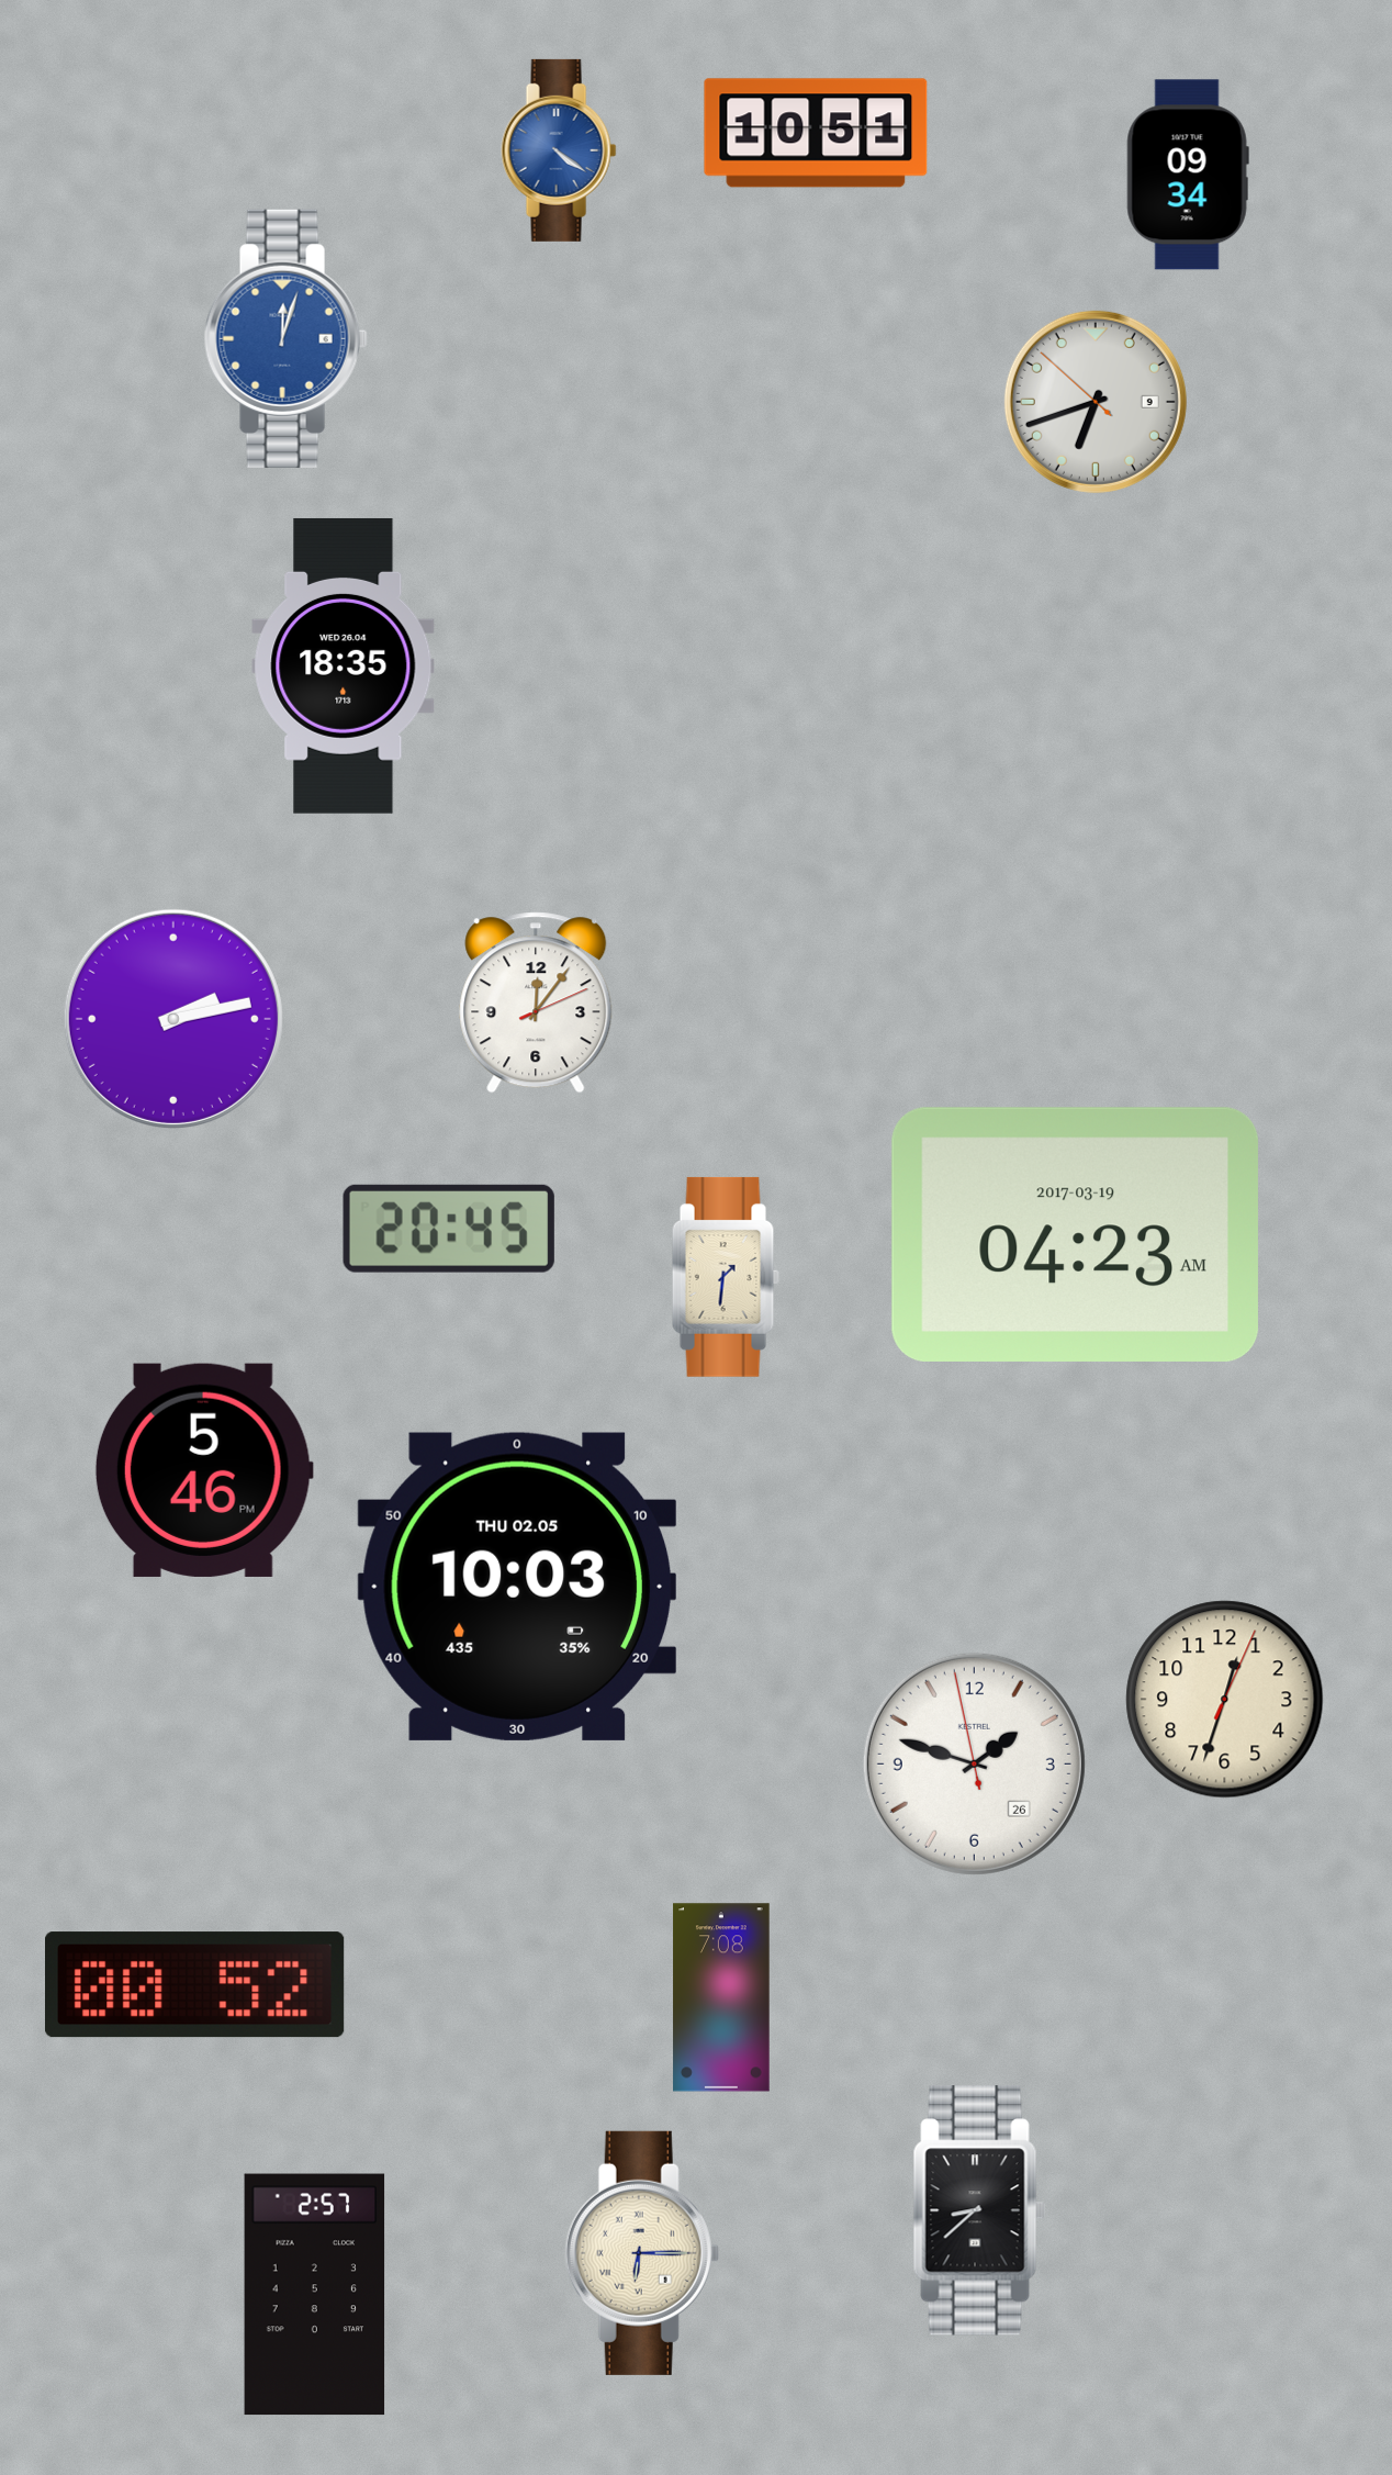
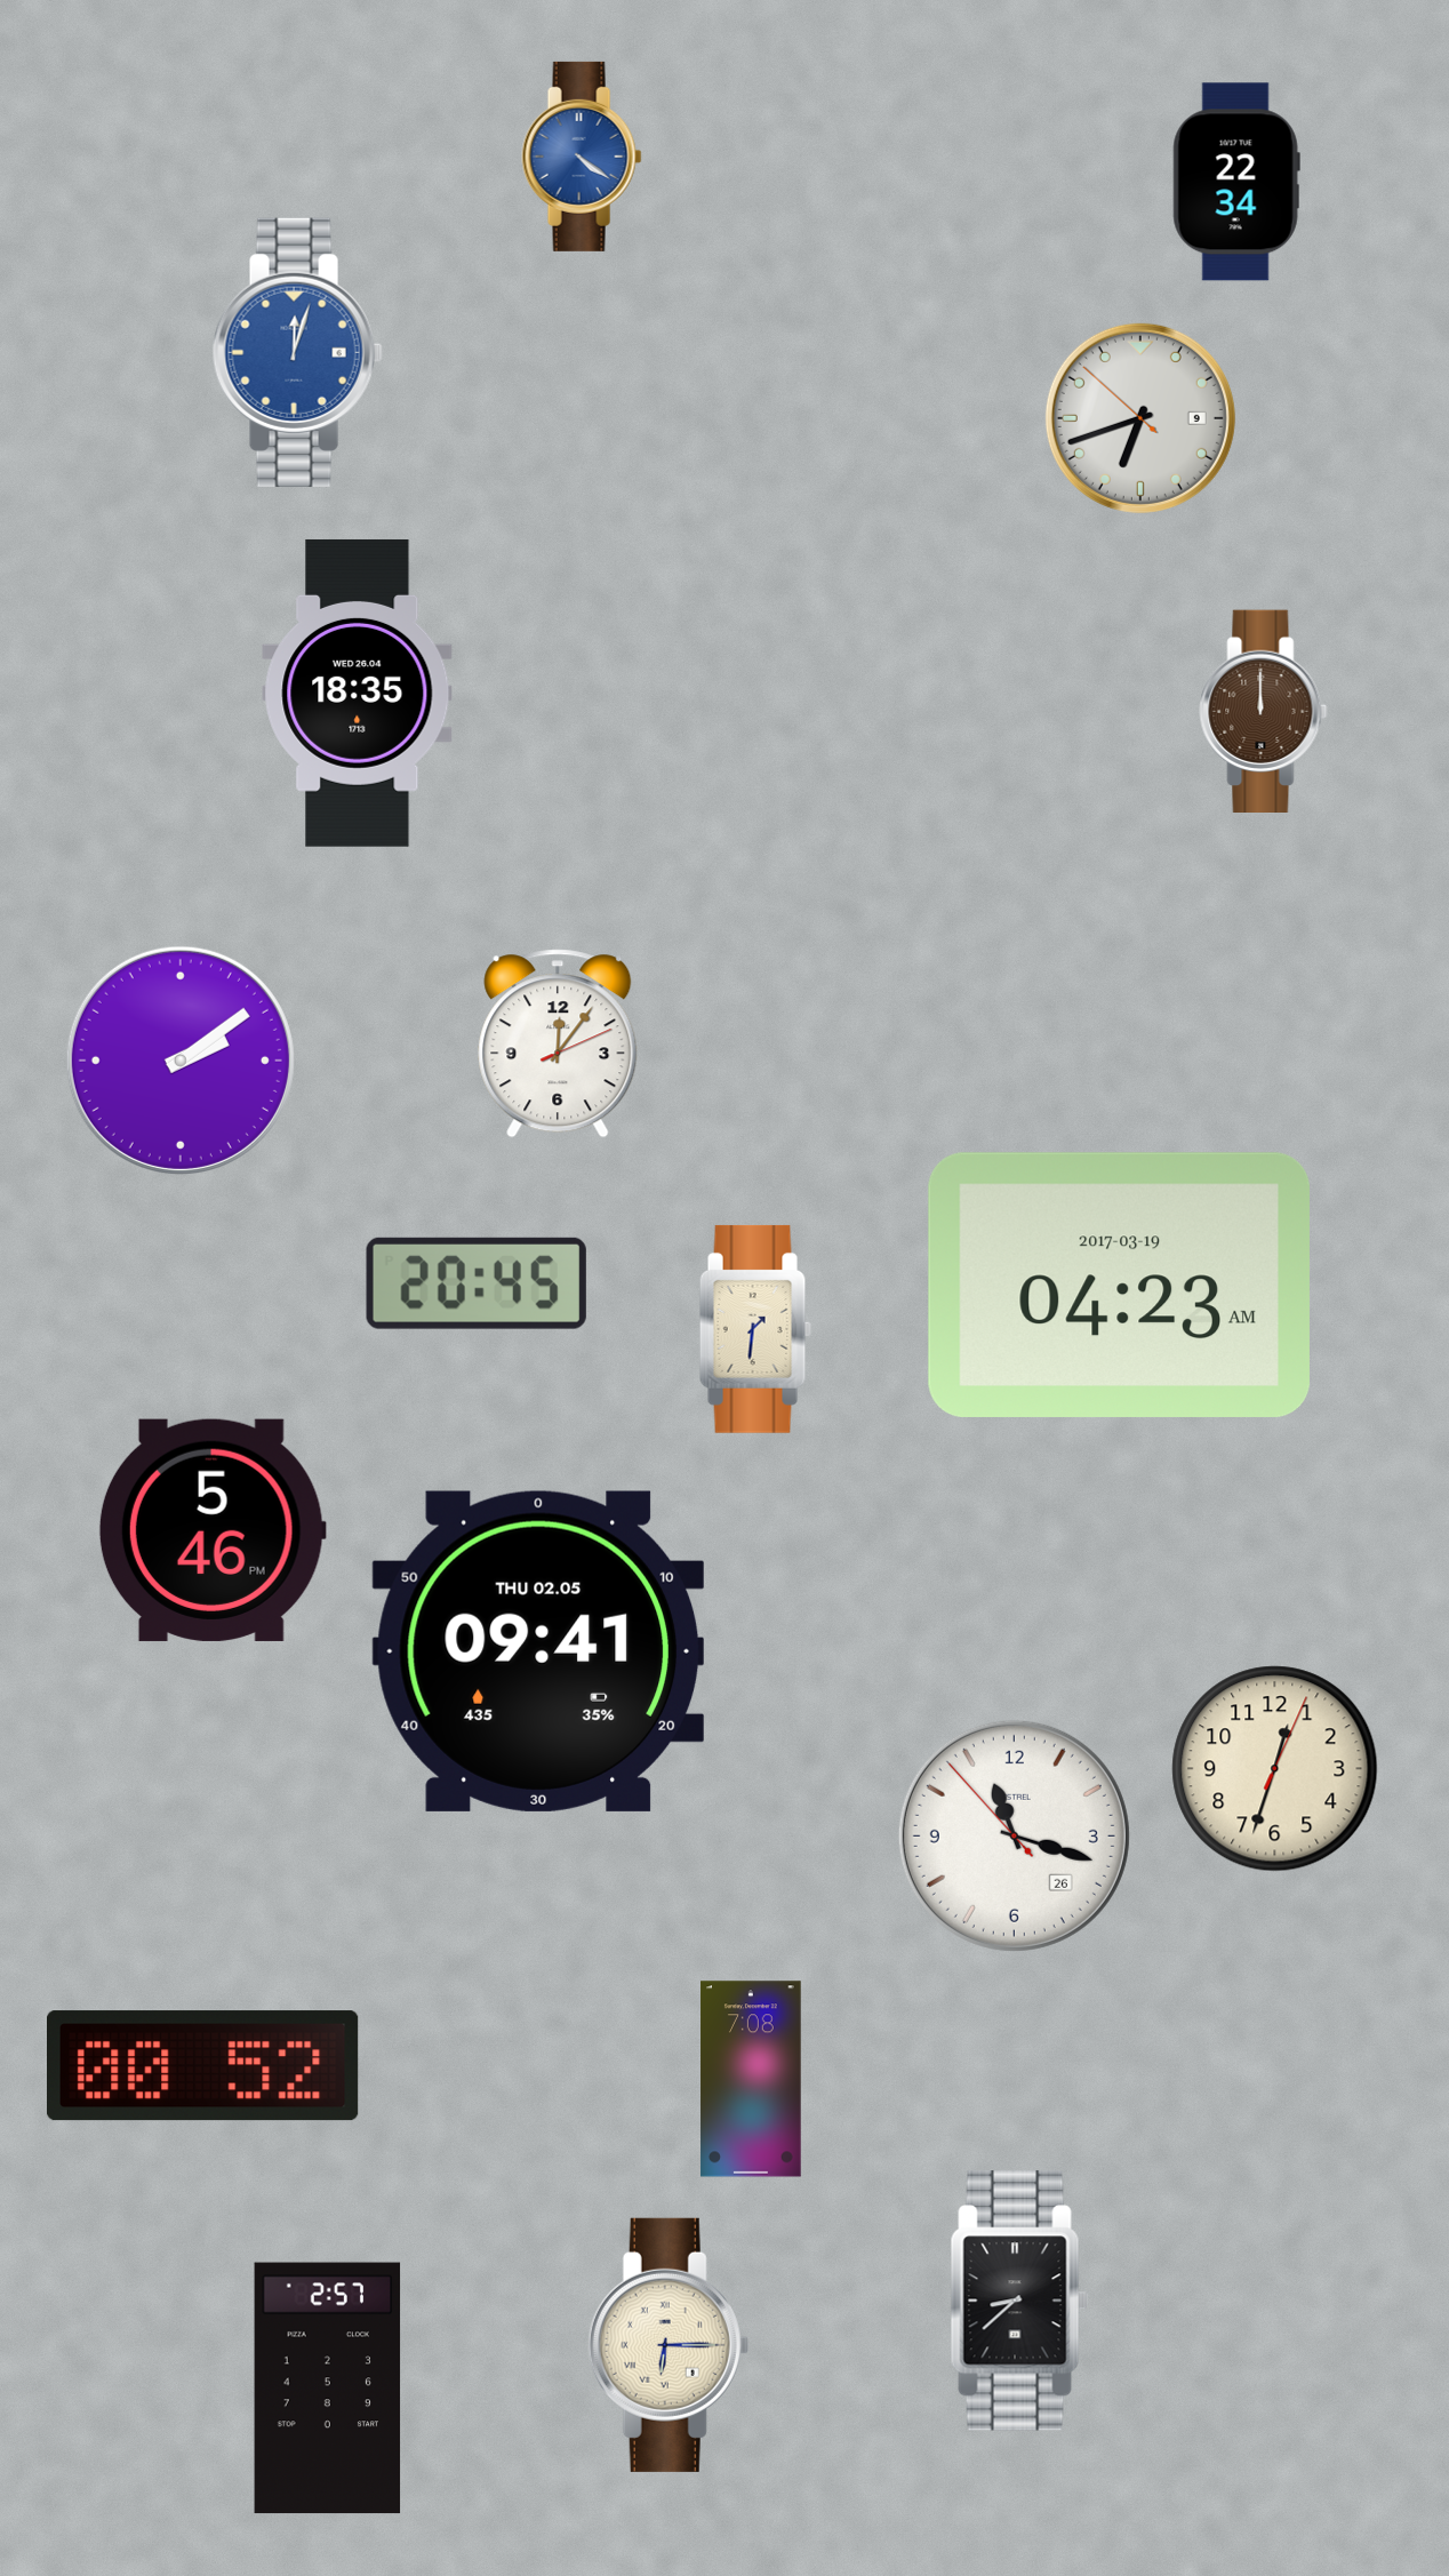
clock at (816, 133): 10:51 -> none
clock at (1188, 175): 09:34 -> 22:34
clock at (1264, 711): none -> 12:00
clock at (173, 1019): 2:13 -> 2:09
clock at (449, 1229) position: (449, 1229) -> (477, 1283)
clock at (516, 1587): 10:03 -> 09:41
clock at (974, 1763): 1:47 -> 11:17
